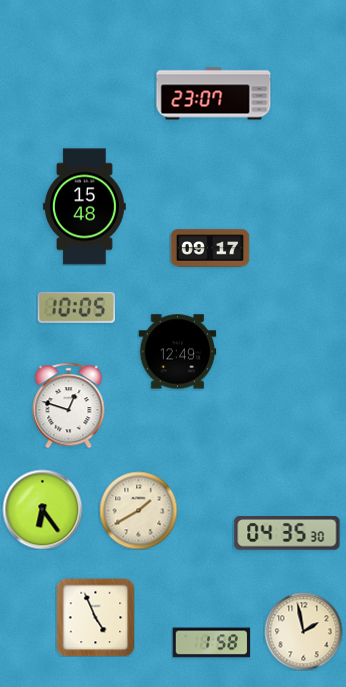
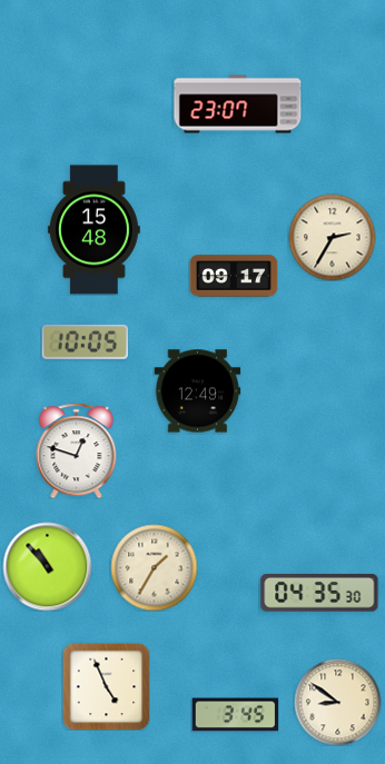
clock at (332, 237): none -> 2:35
clock at (42, 509): 6:24 -> 10:53
clock at (138, 510): 1:40 -> 1:35
clock at (303, 631): 1:58 -> 8:51
clock at (211, 643): 1:58 -> 3:45
